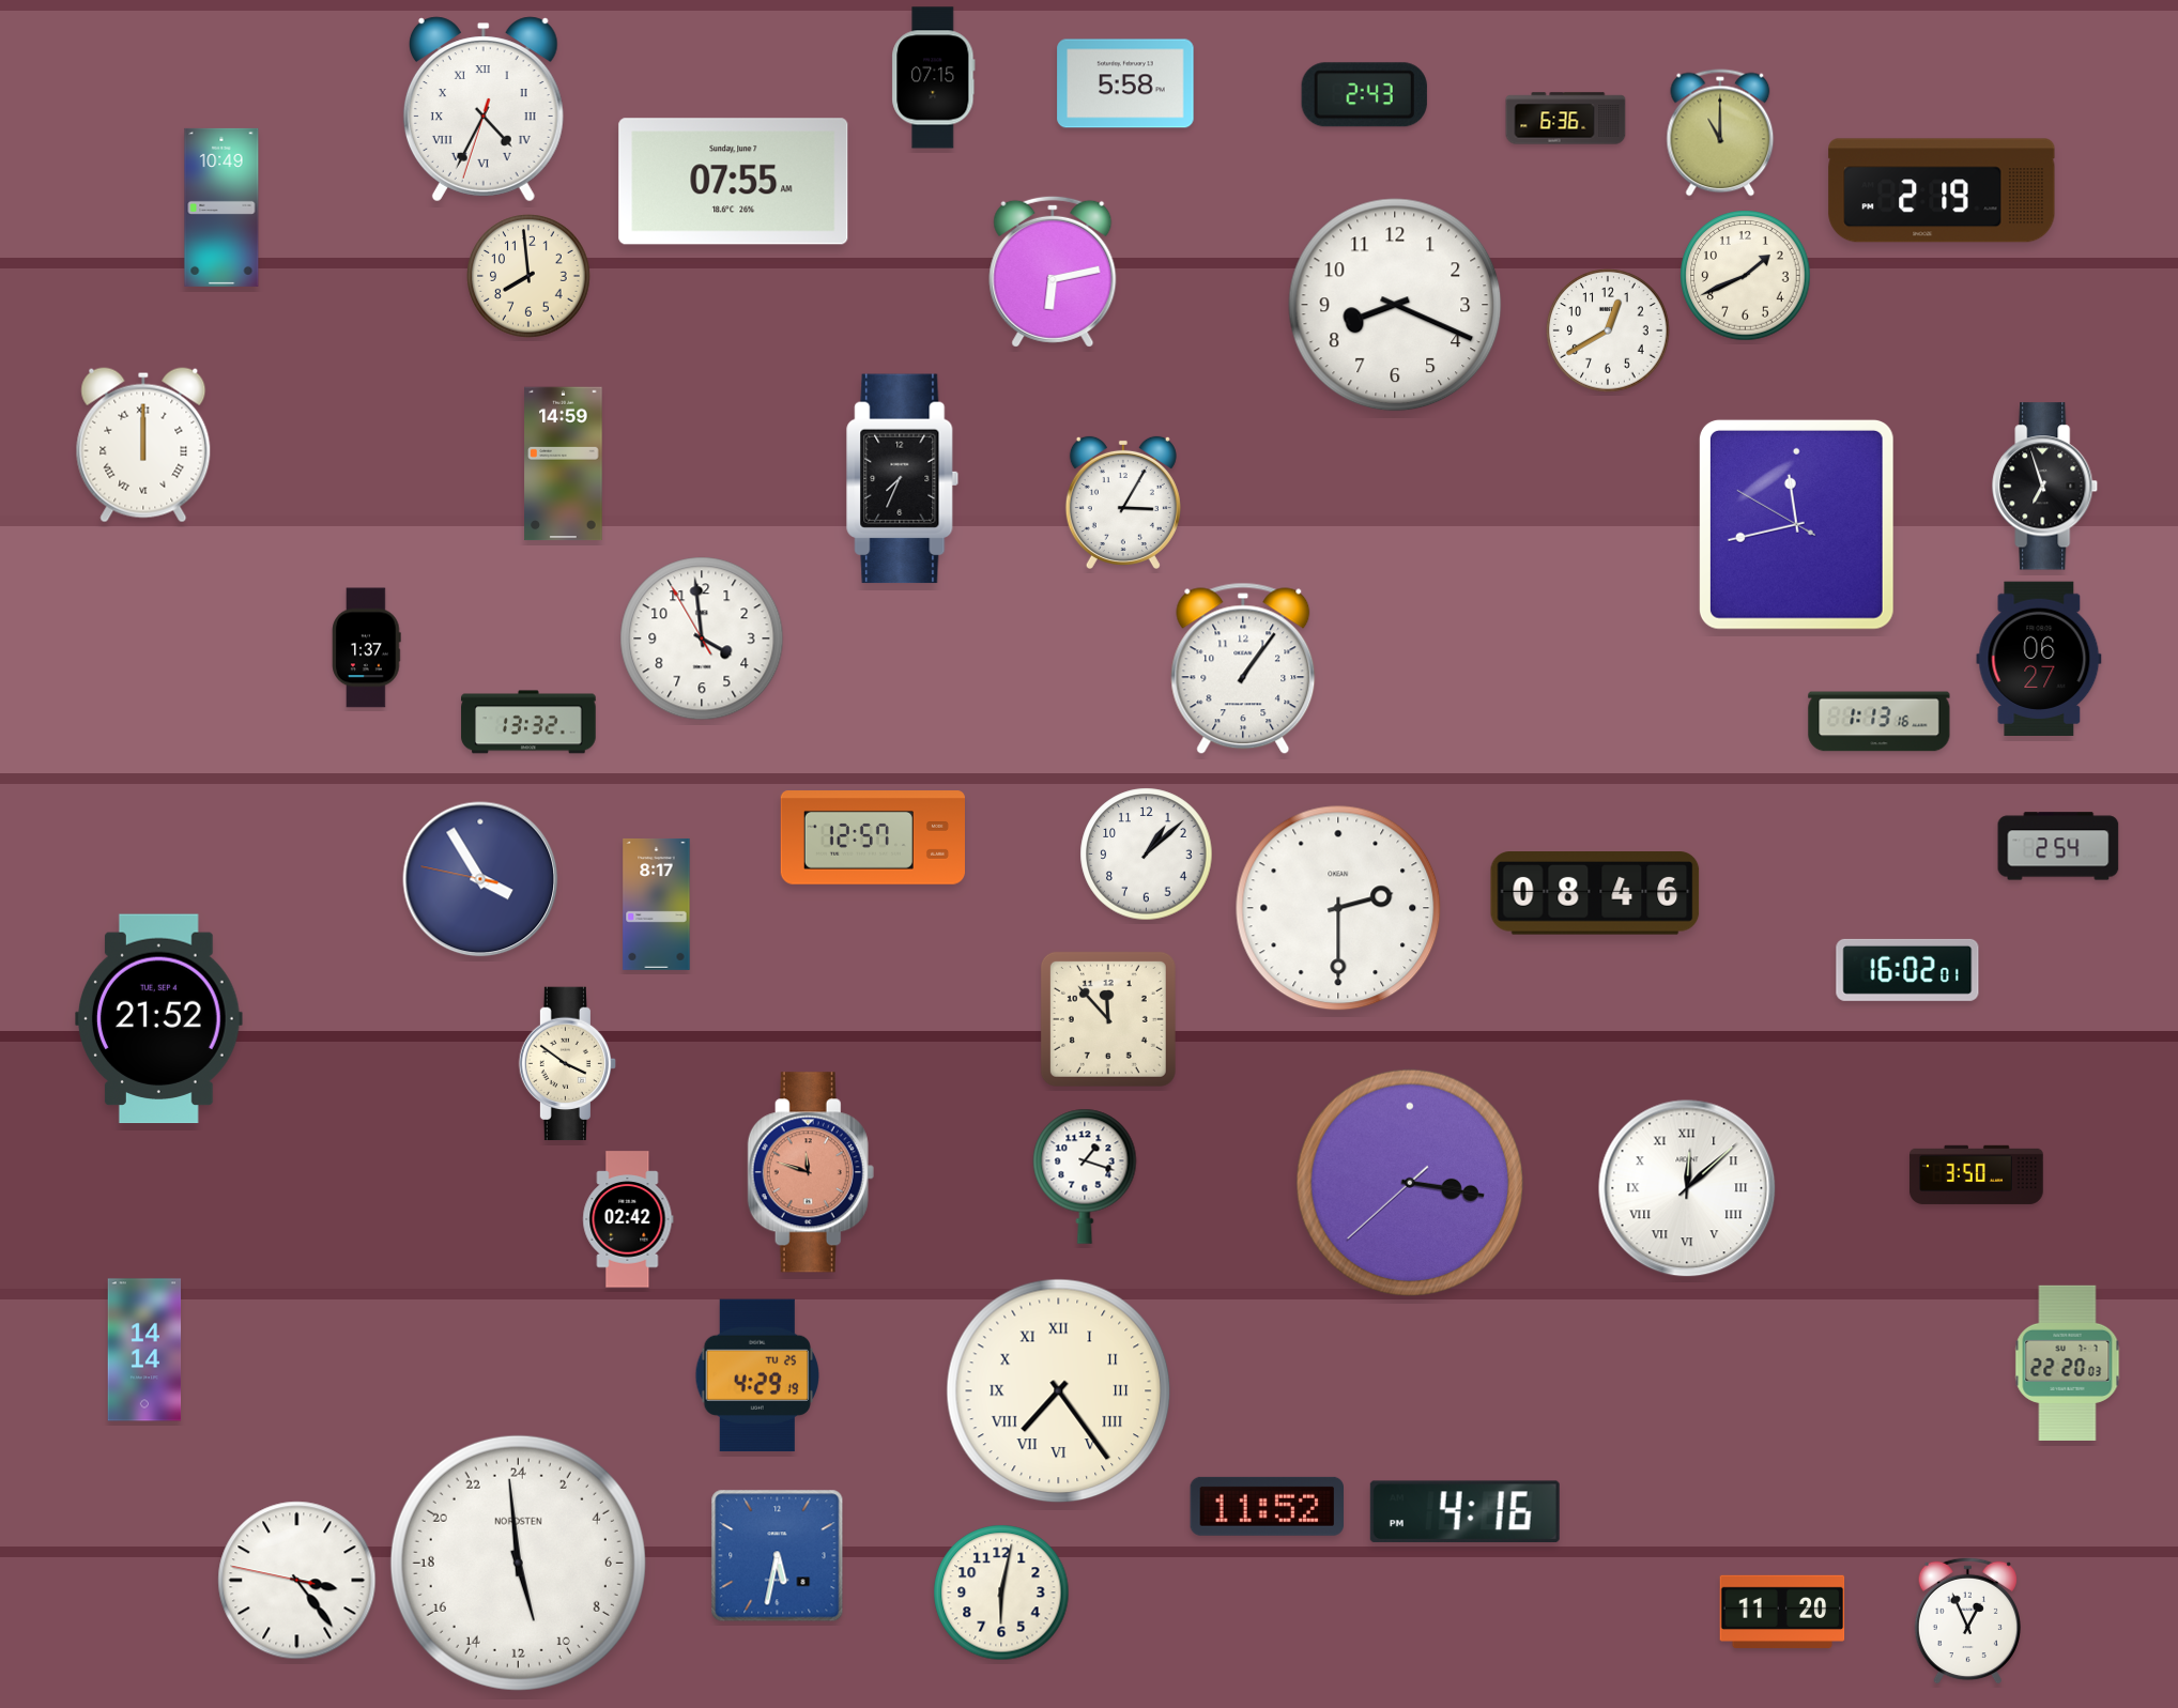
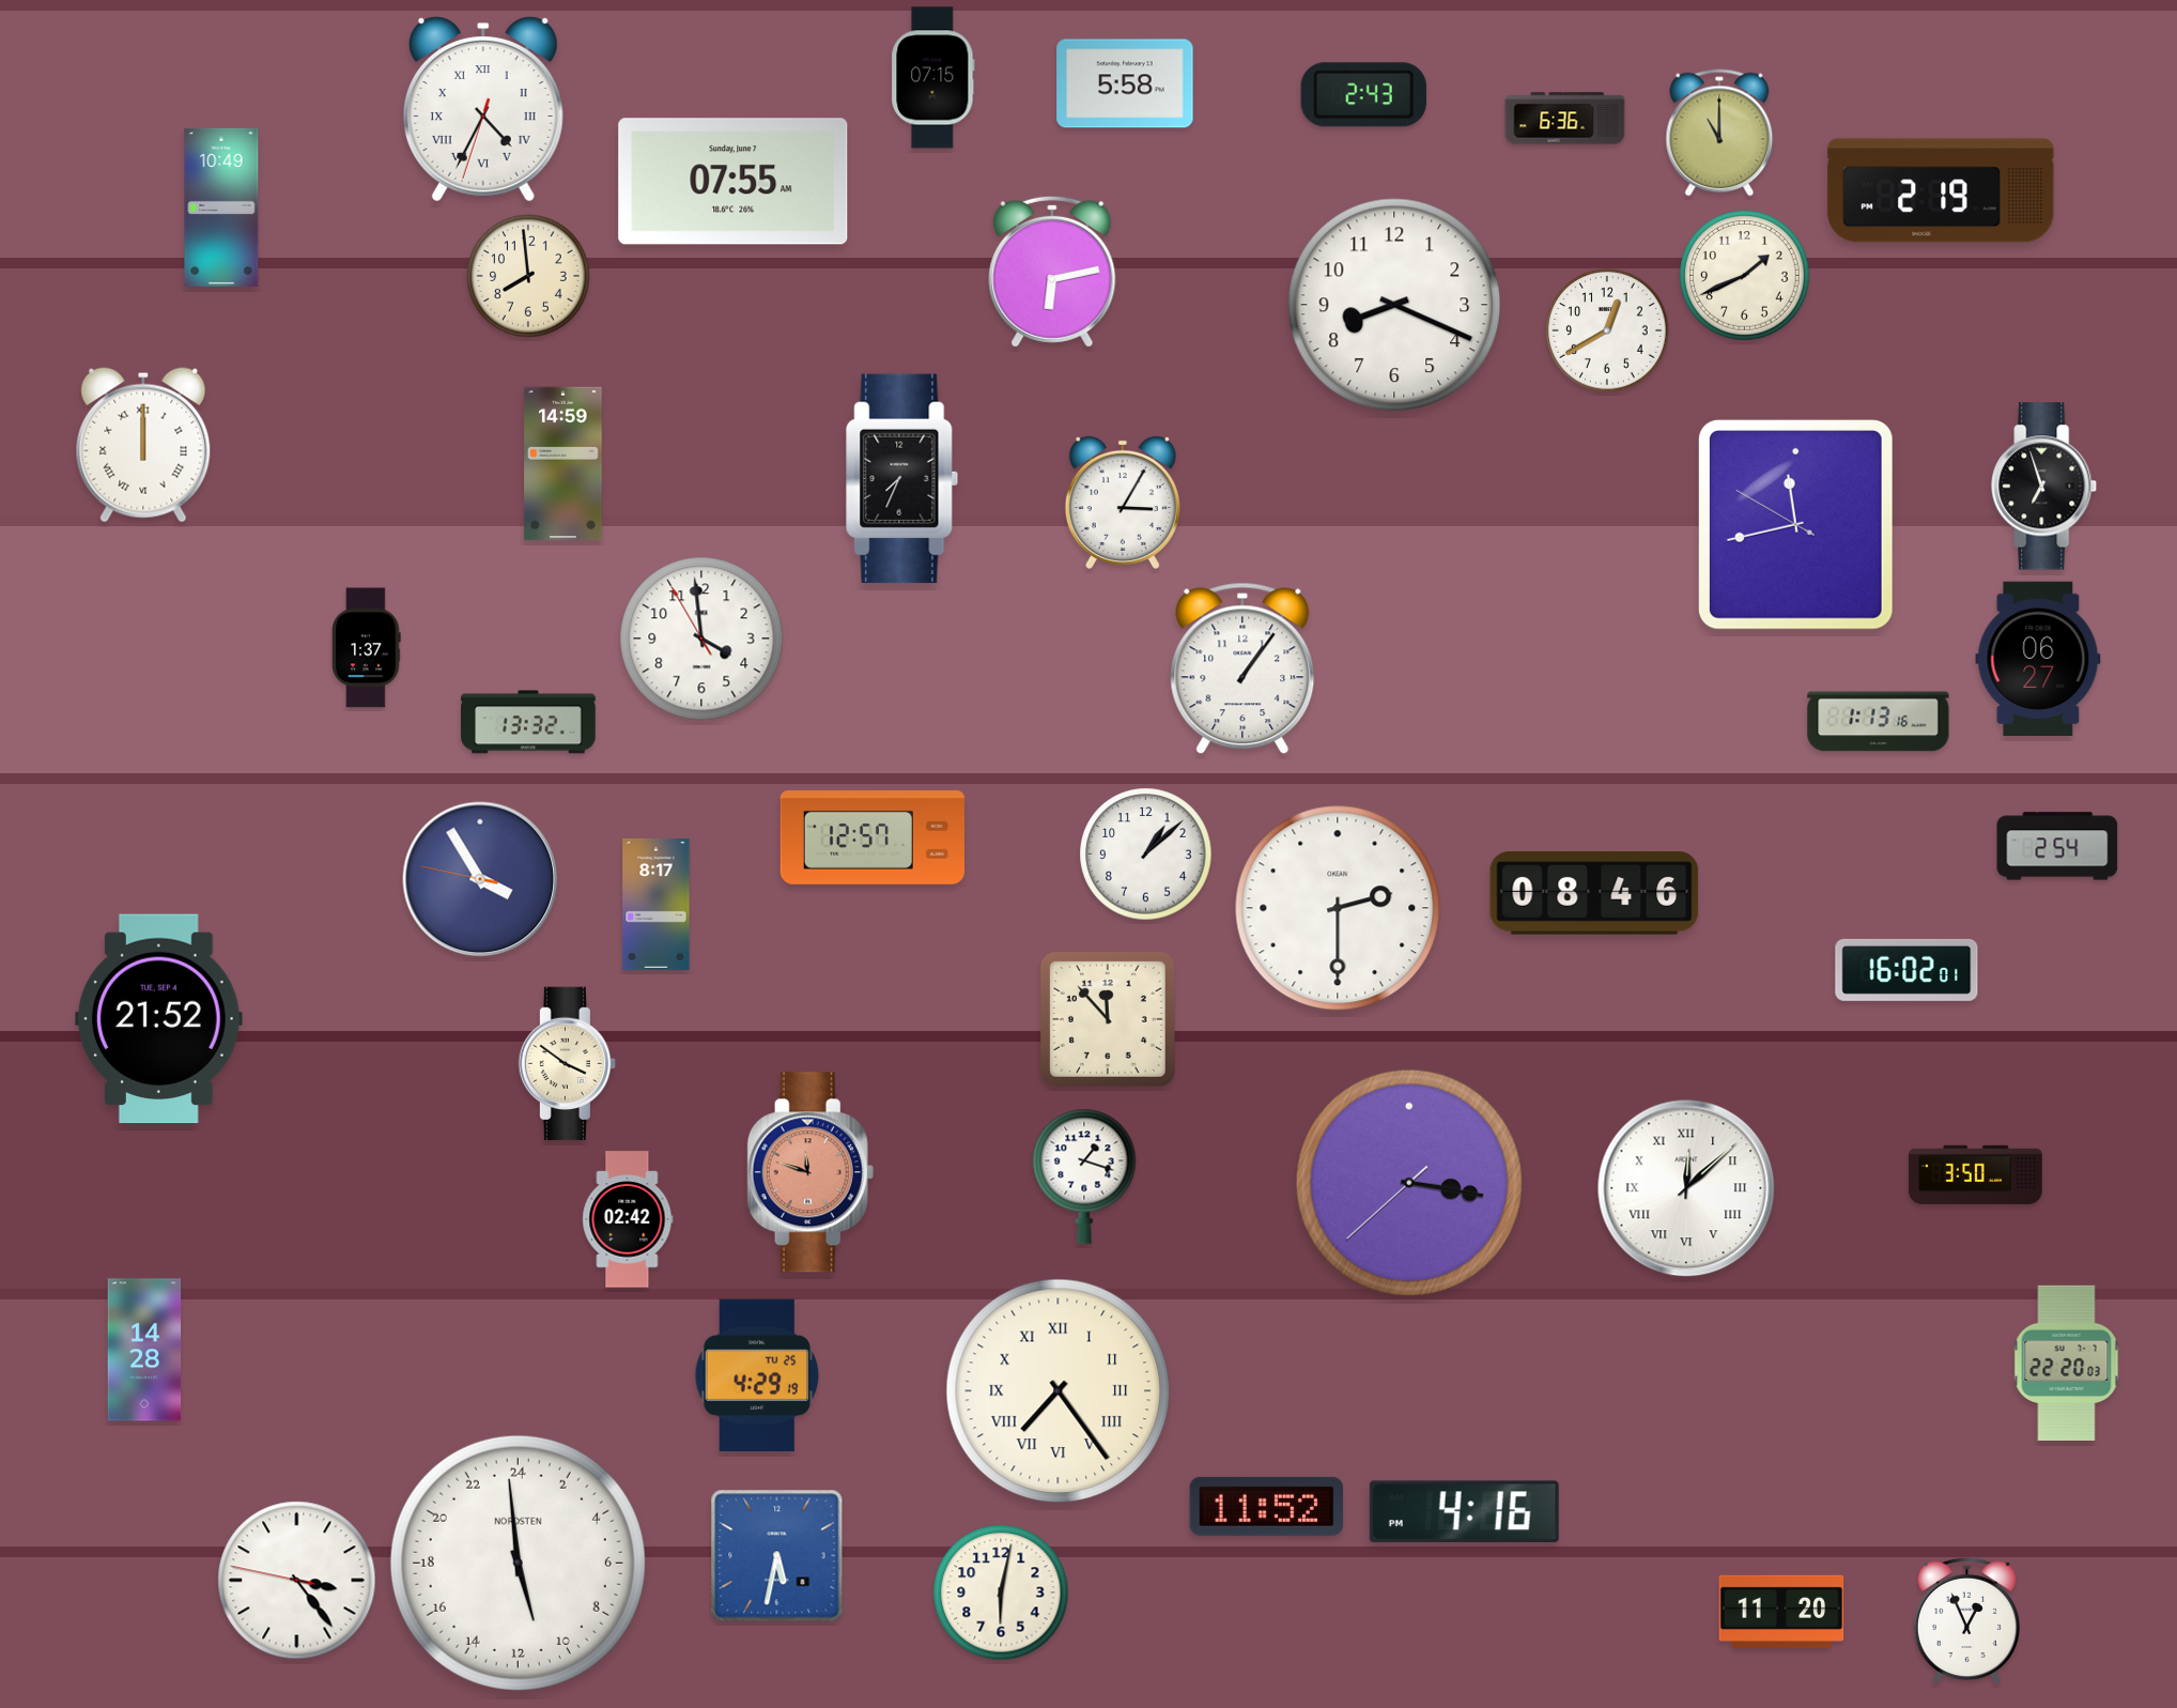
clock at (144, 1350): 14:14 -> 14:28
